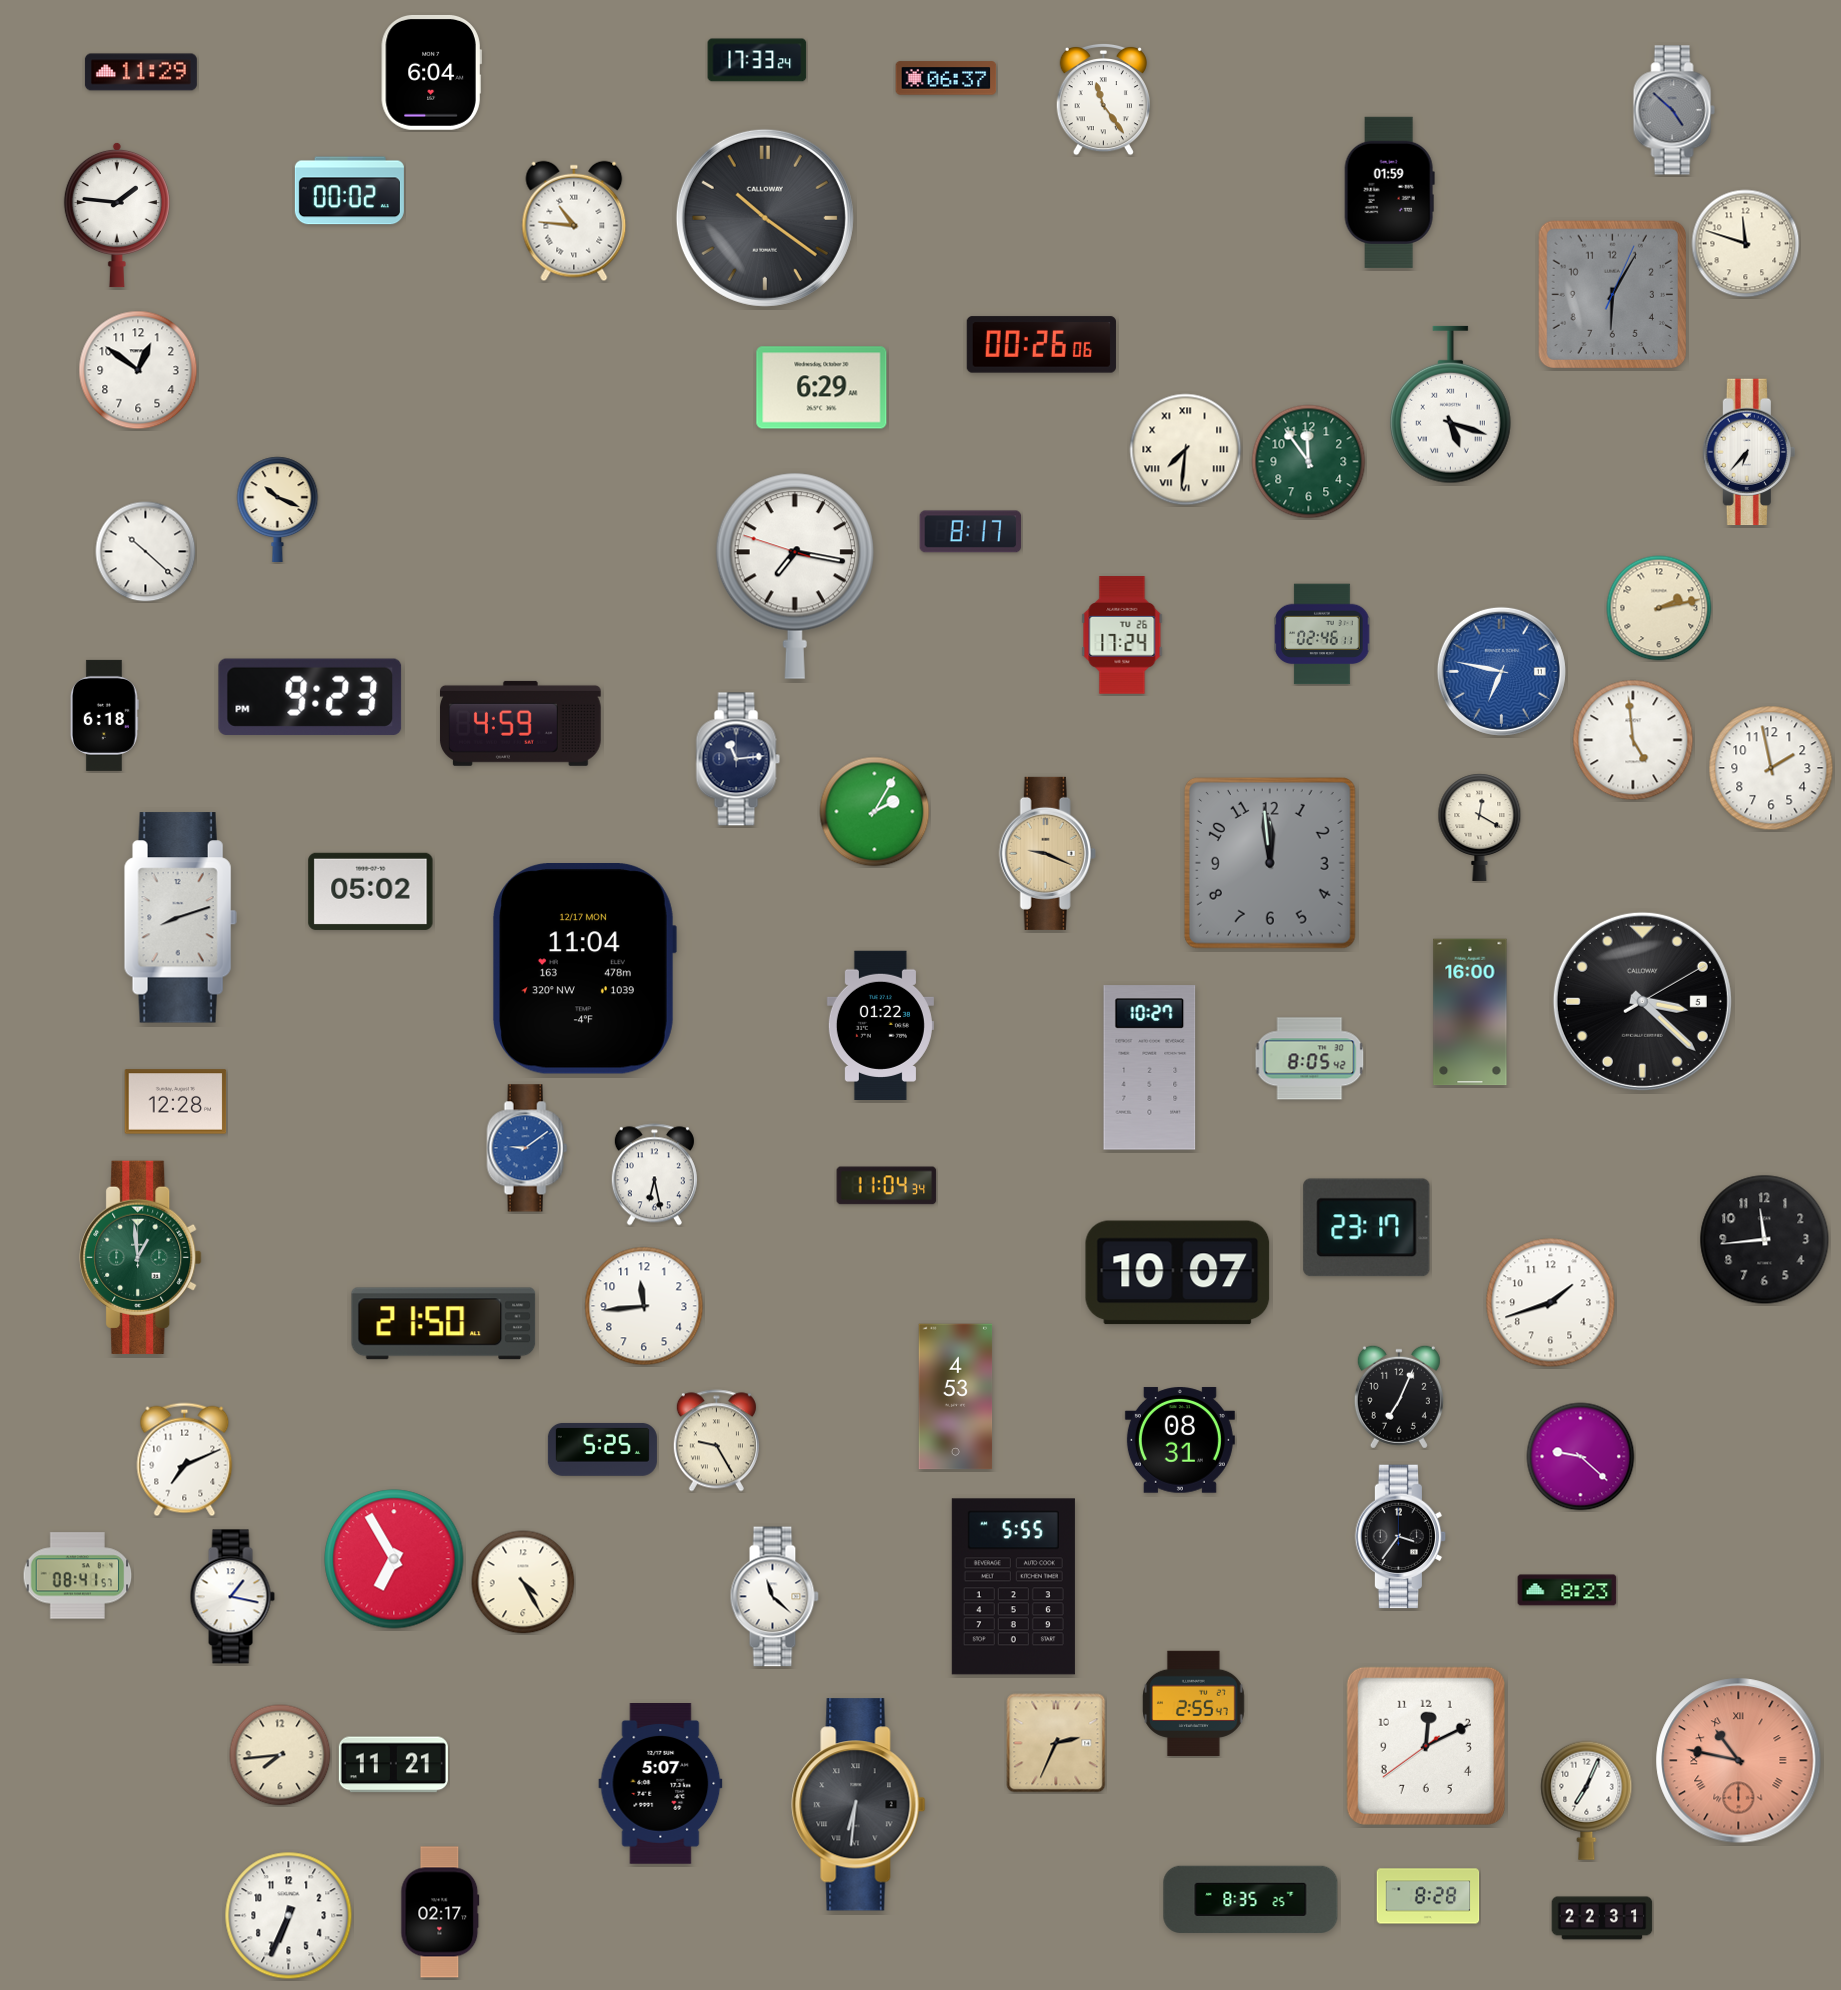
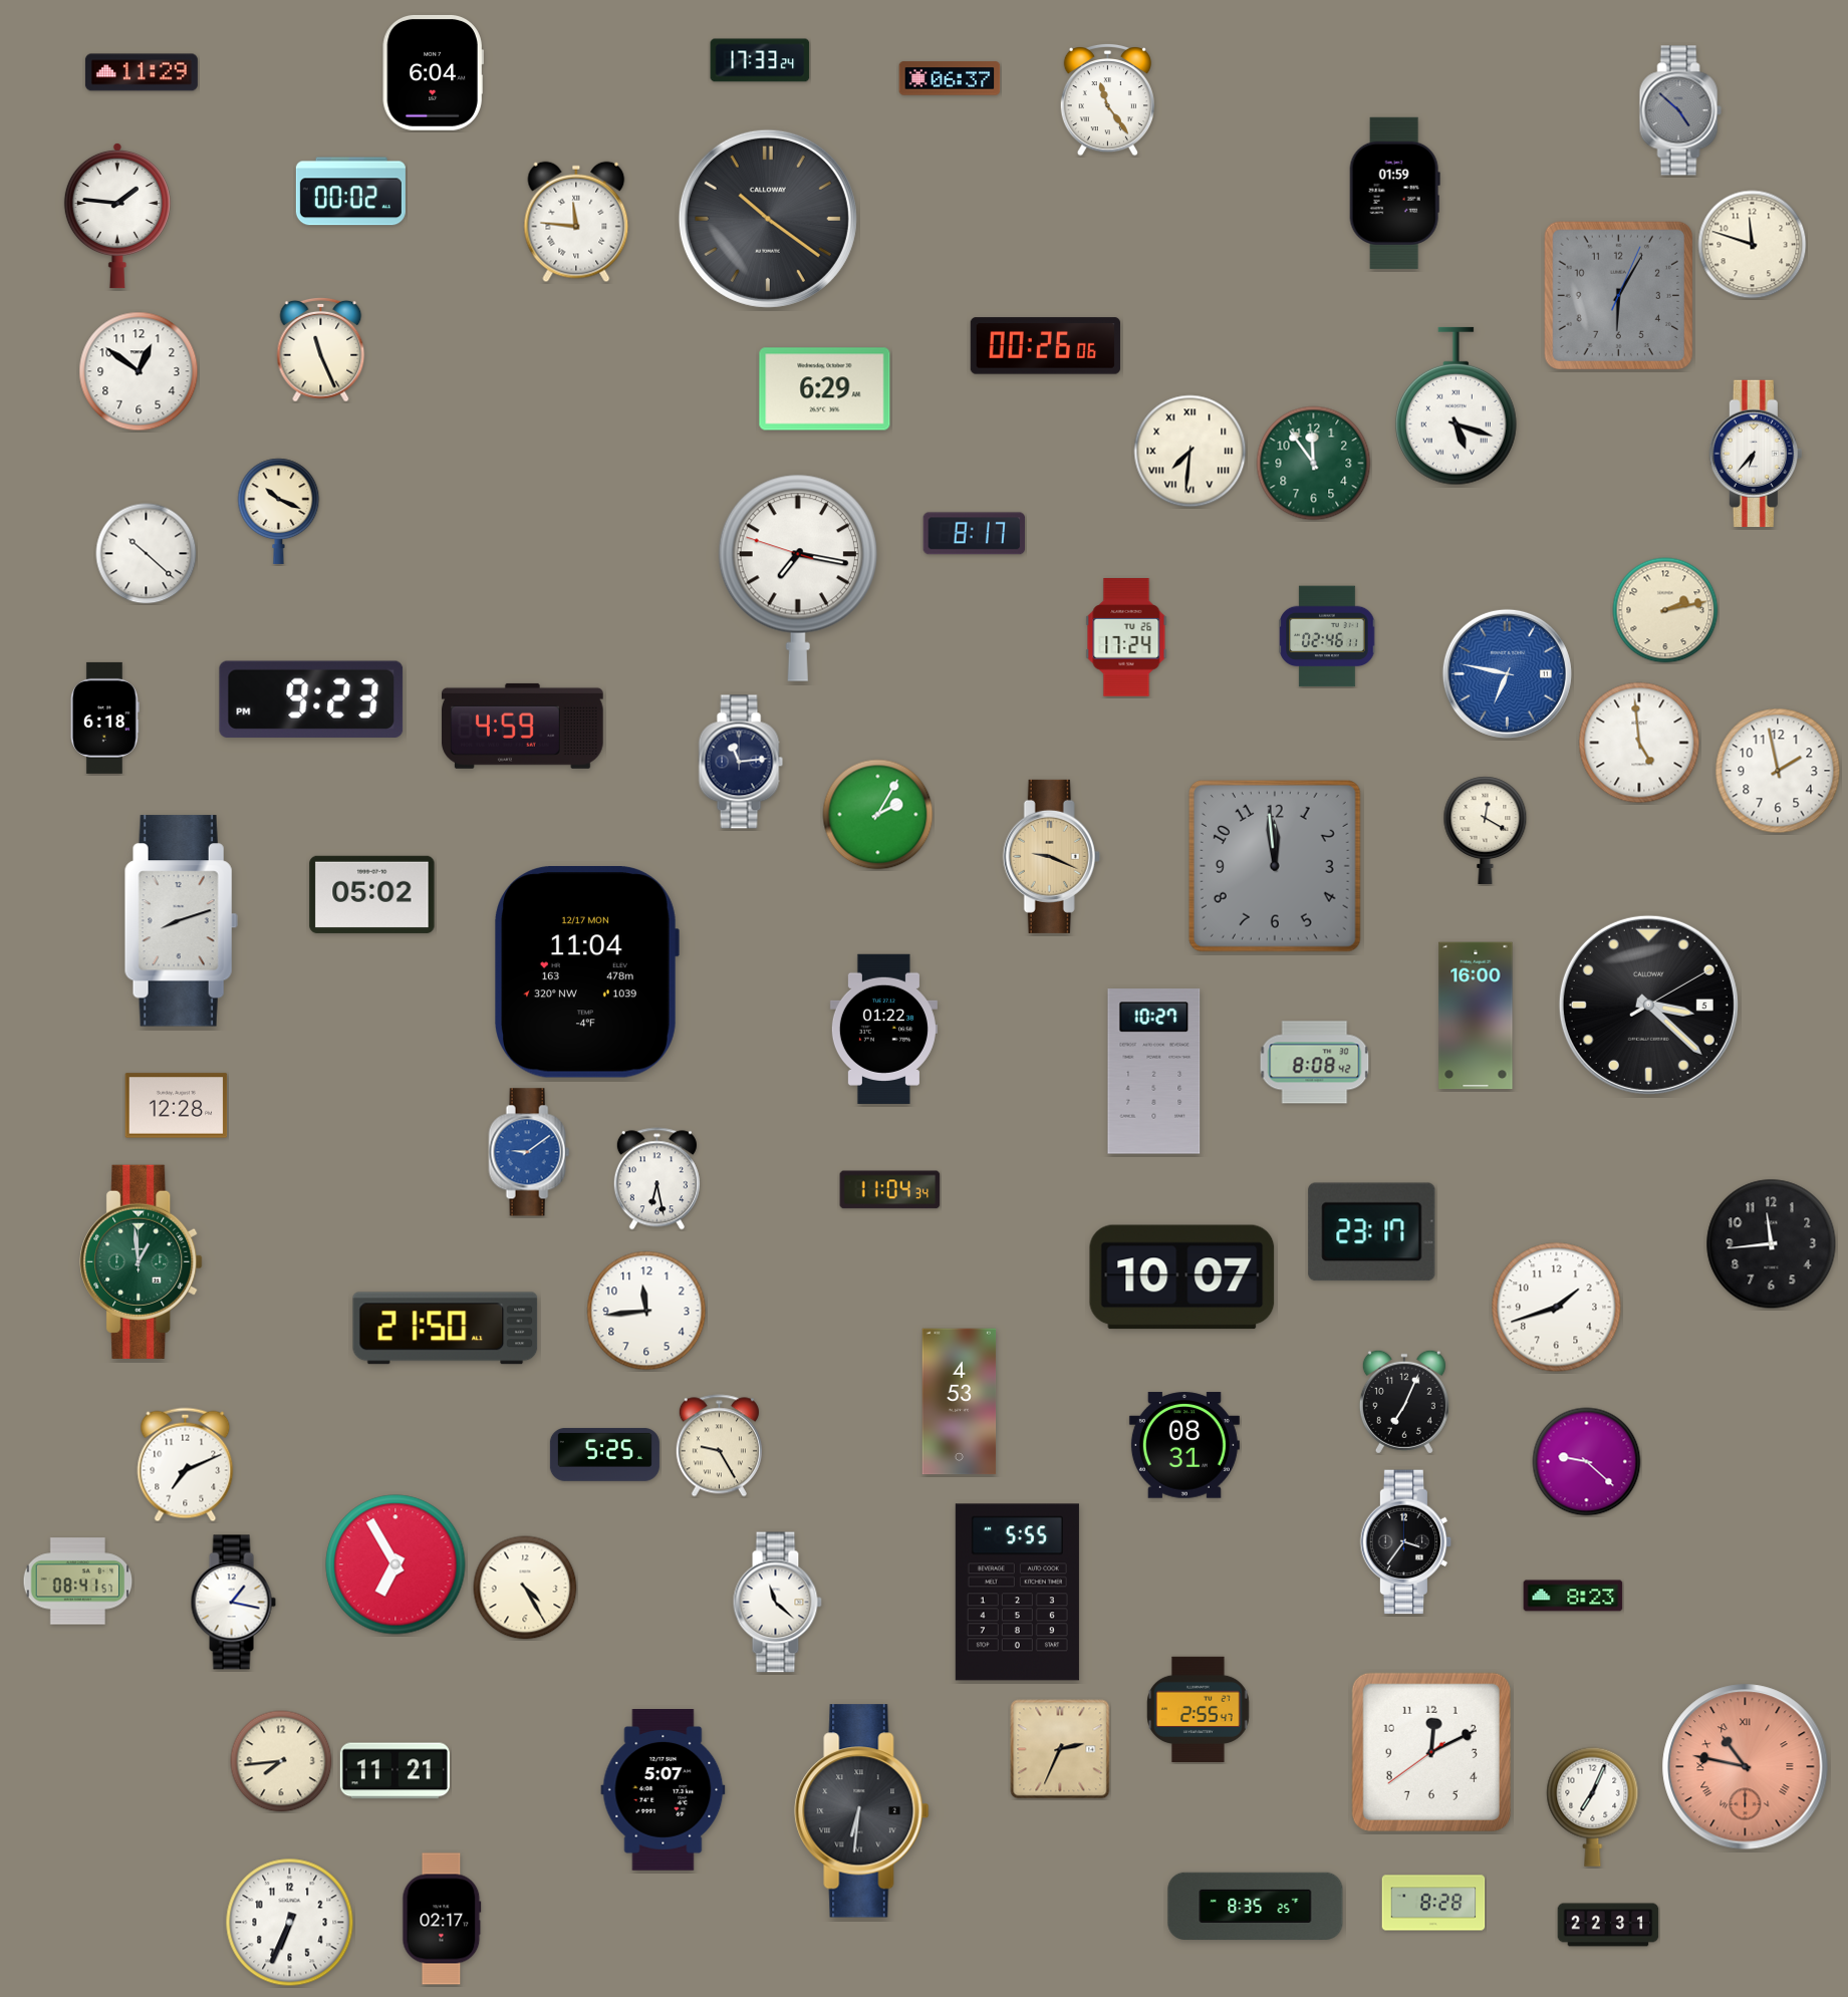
clock at (574, 221): 10:46 -> 11:46
clock at (321, 349): none -> 11:26
clock at (1310, 1059): 8:05 -> 8:08
